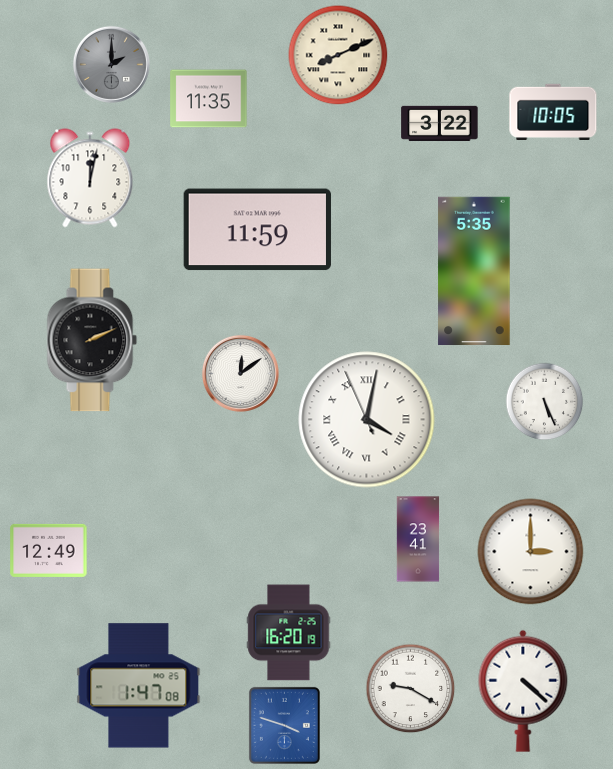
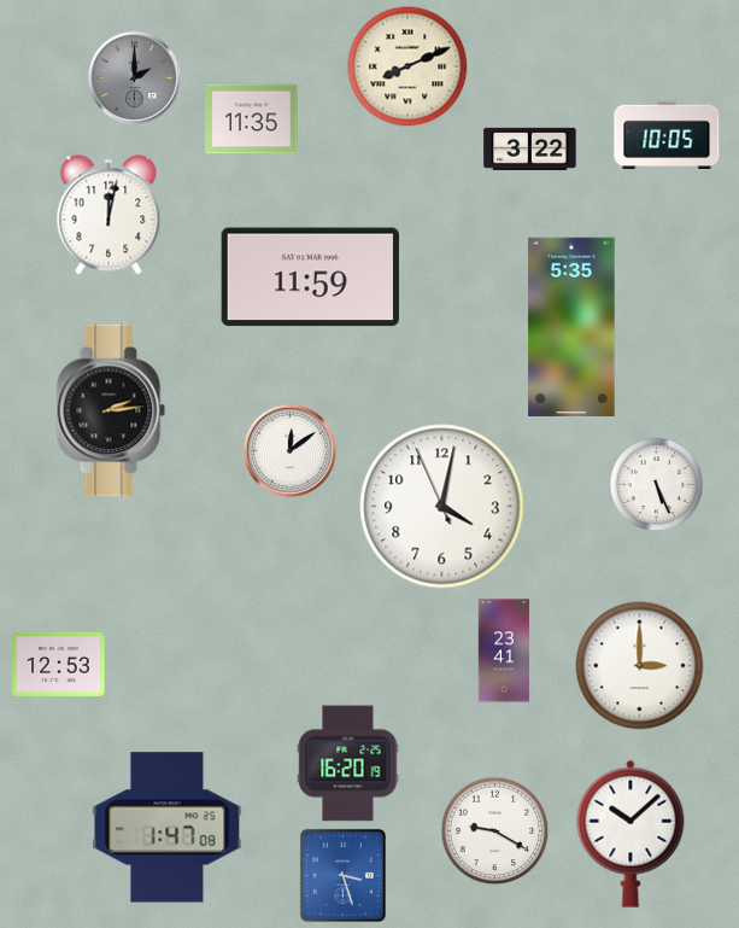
clock at (92, 340): 2:11 -> 2:14
clock at (367, 420) numerals: Roman -> Arabic
clock at (49, 550): 12:49 -> 12:53
clock at (523, 691): 4:22 -> 10:08
clock at (284, 725): 3:48 -> 3:27
